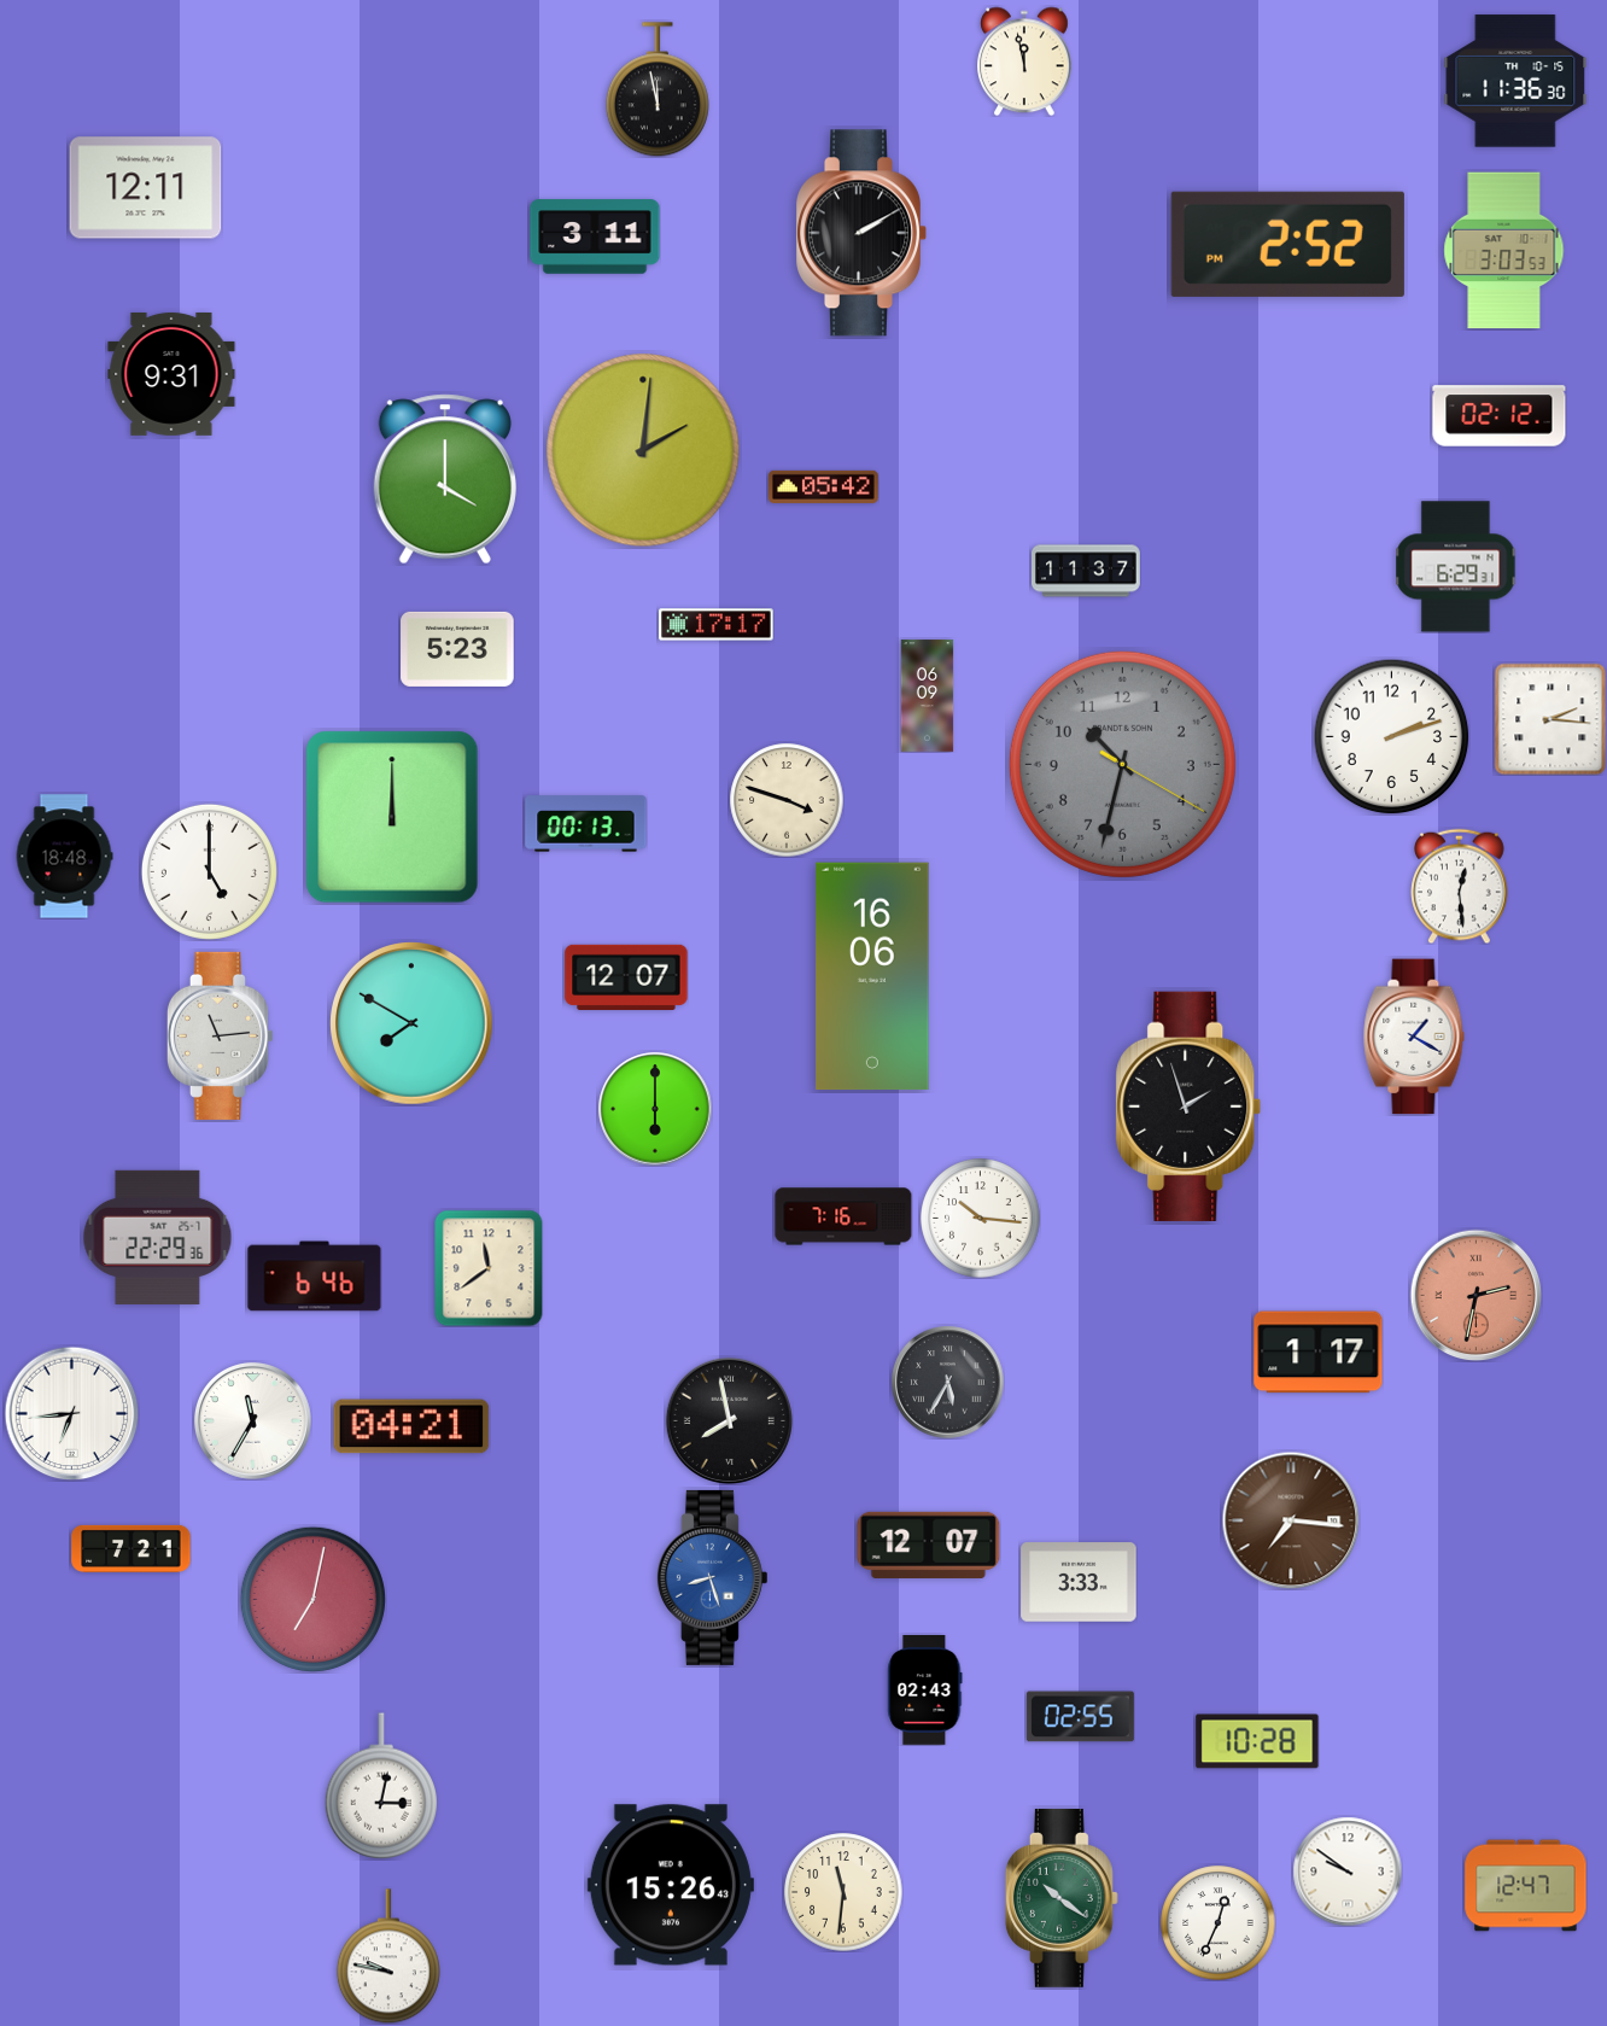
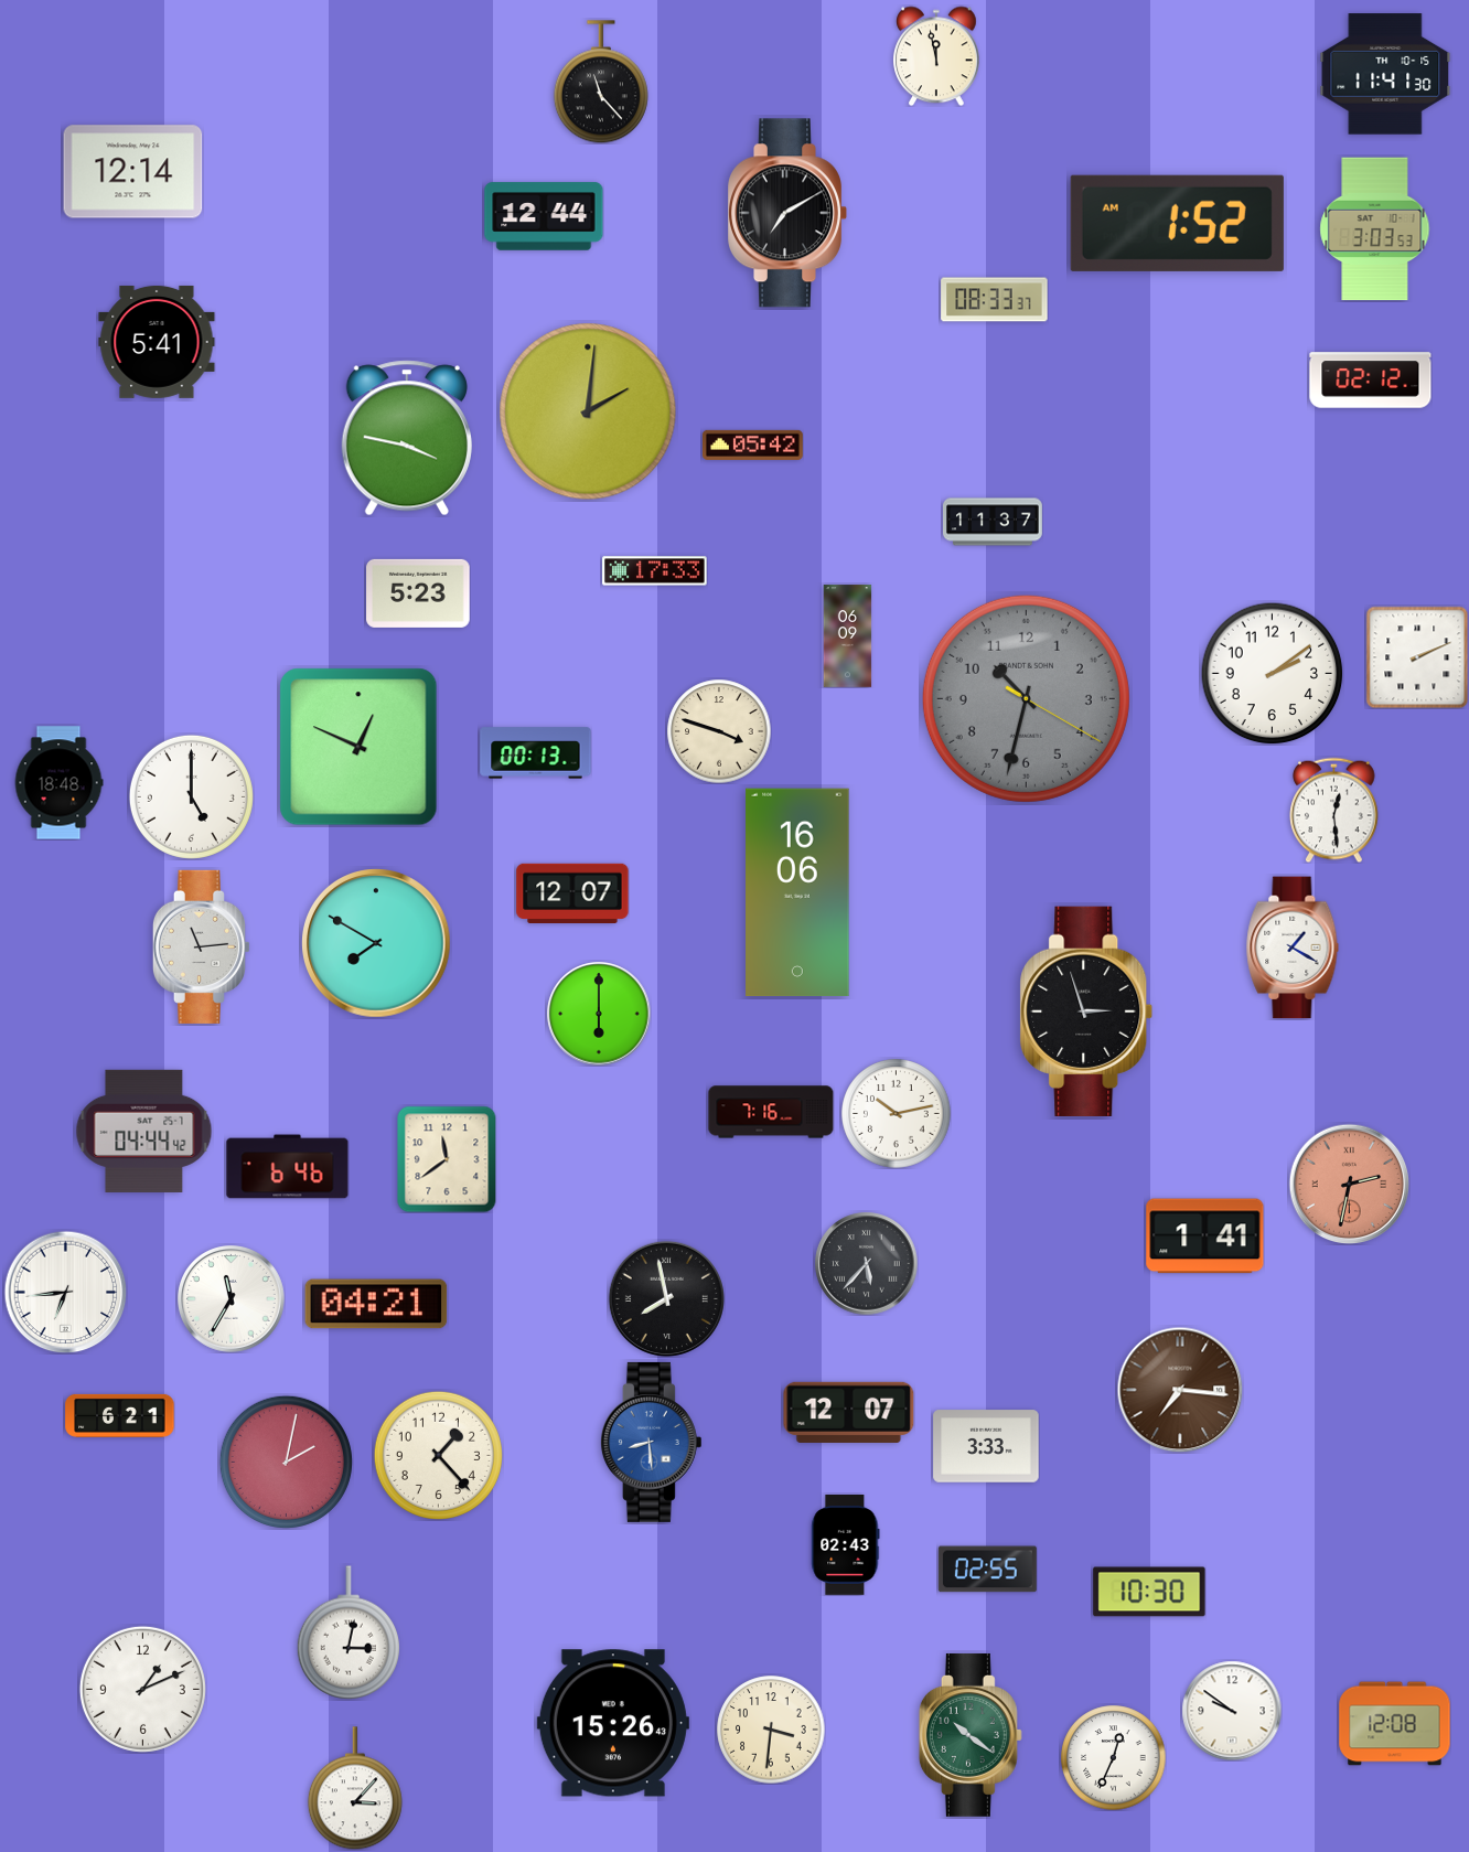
clock at (1515, 81): 11:36 -> 11:41
clock at (658, 89): 11:58 -> 11:23
clock at (146, 188): 12:11 -> 12:14
clock at (861, 233): 2:10 -> 7:10
clock at (595, 237): 3:11 -> 12:44
clock at (1287, 244): 2:52 -> 1:52
clock at (995, 300): none -> 08:33
clock at (171, 374): 9:31 -> 5:41
clock at (445, 479): 4:00 -> 3:47
clock at (1456, 567): 6:29 -> none
clock at (717, 625): 17:17 -> 17:33
clock at (1550, 719): 2:16 -> 2:11
clock at (1391, 736): 2:12 -> 2:09
clock at (392, 817): 12:00 -> 12:49
clock at (411, 1023) position: (411, 1023) -> (376, 943)
clock at (1188, 1107): 1:57 -> 2:57
clock at (981, 1219): 10:16 -> 10:13
clock at (158, 1237): 22:29 -> 04:44
clock at (1319, 1353): 1:17 -> 1:41
clock at (947, 1382): 5:35 -> 5:37
clock at (132, 1548): 7:21 -> 6:21
clock at (712, 1577): 8:27 -> 8:29
clock at (438, 1455): none -> 1:23
clock at (312, 1599): 7:02 -> 2:02
clock at (1257, 1741): 10:28 -> 10:30
clock at (142, 1689): none -> 1:11
clock at (1526, 1886): 12:47 -> 12:08
clock at (843, 1892): 11:31 -> 3:31
clock at (388, 1956): 9:47 -> 3:07
